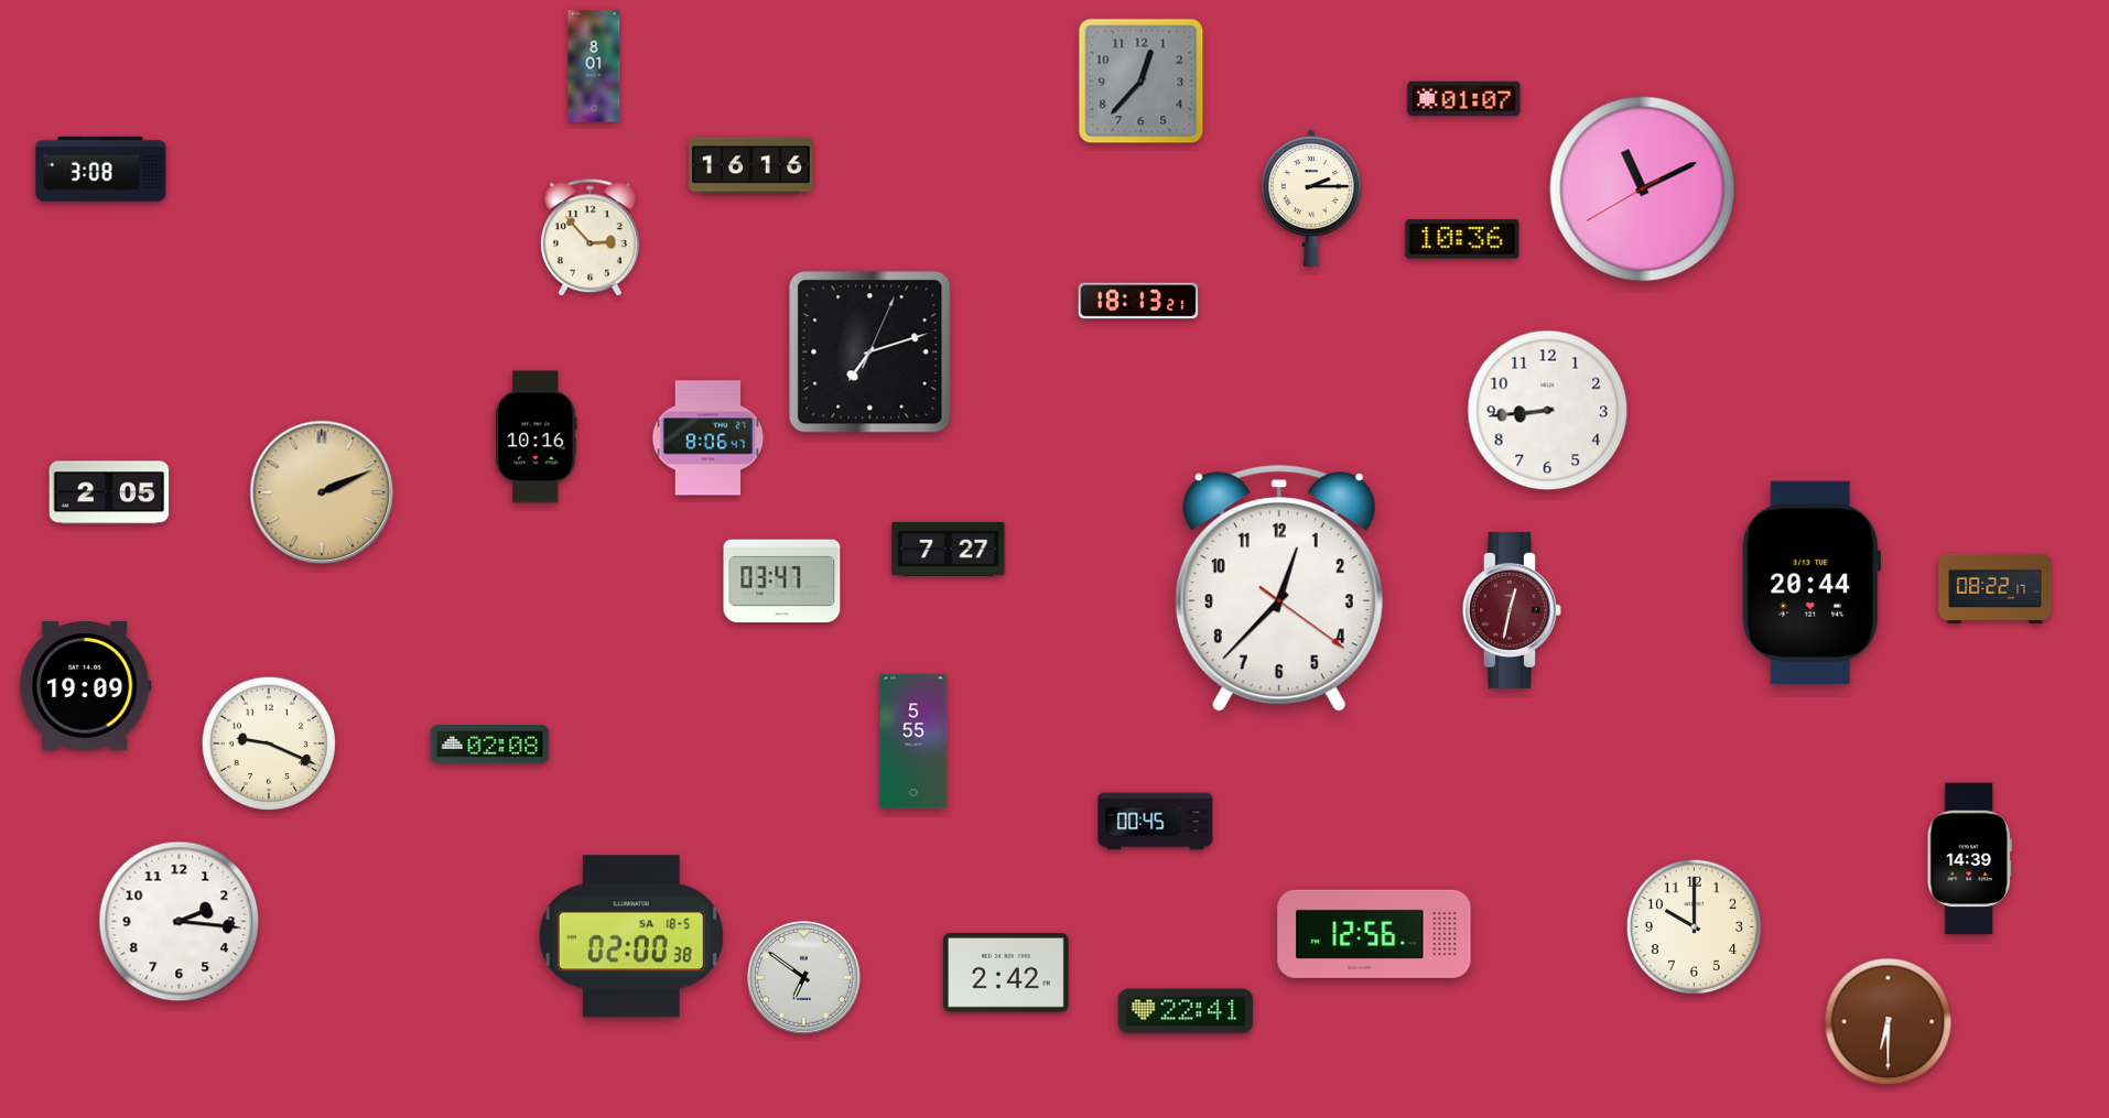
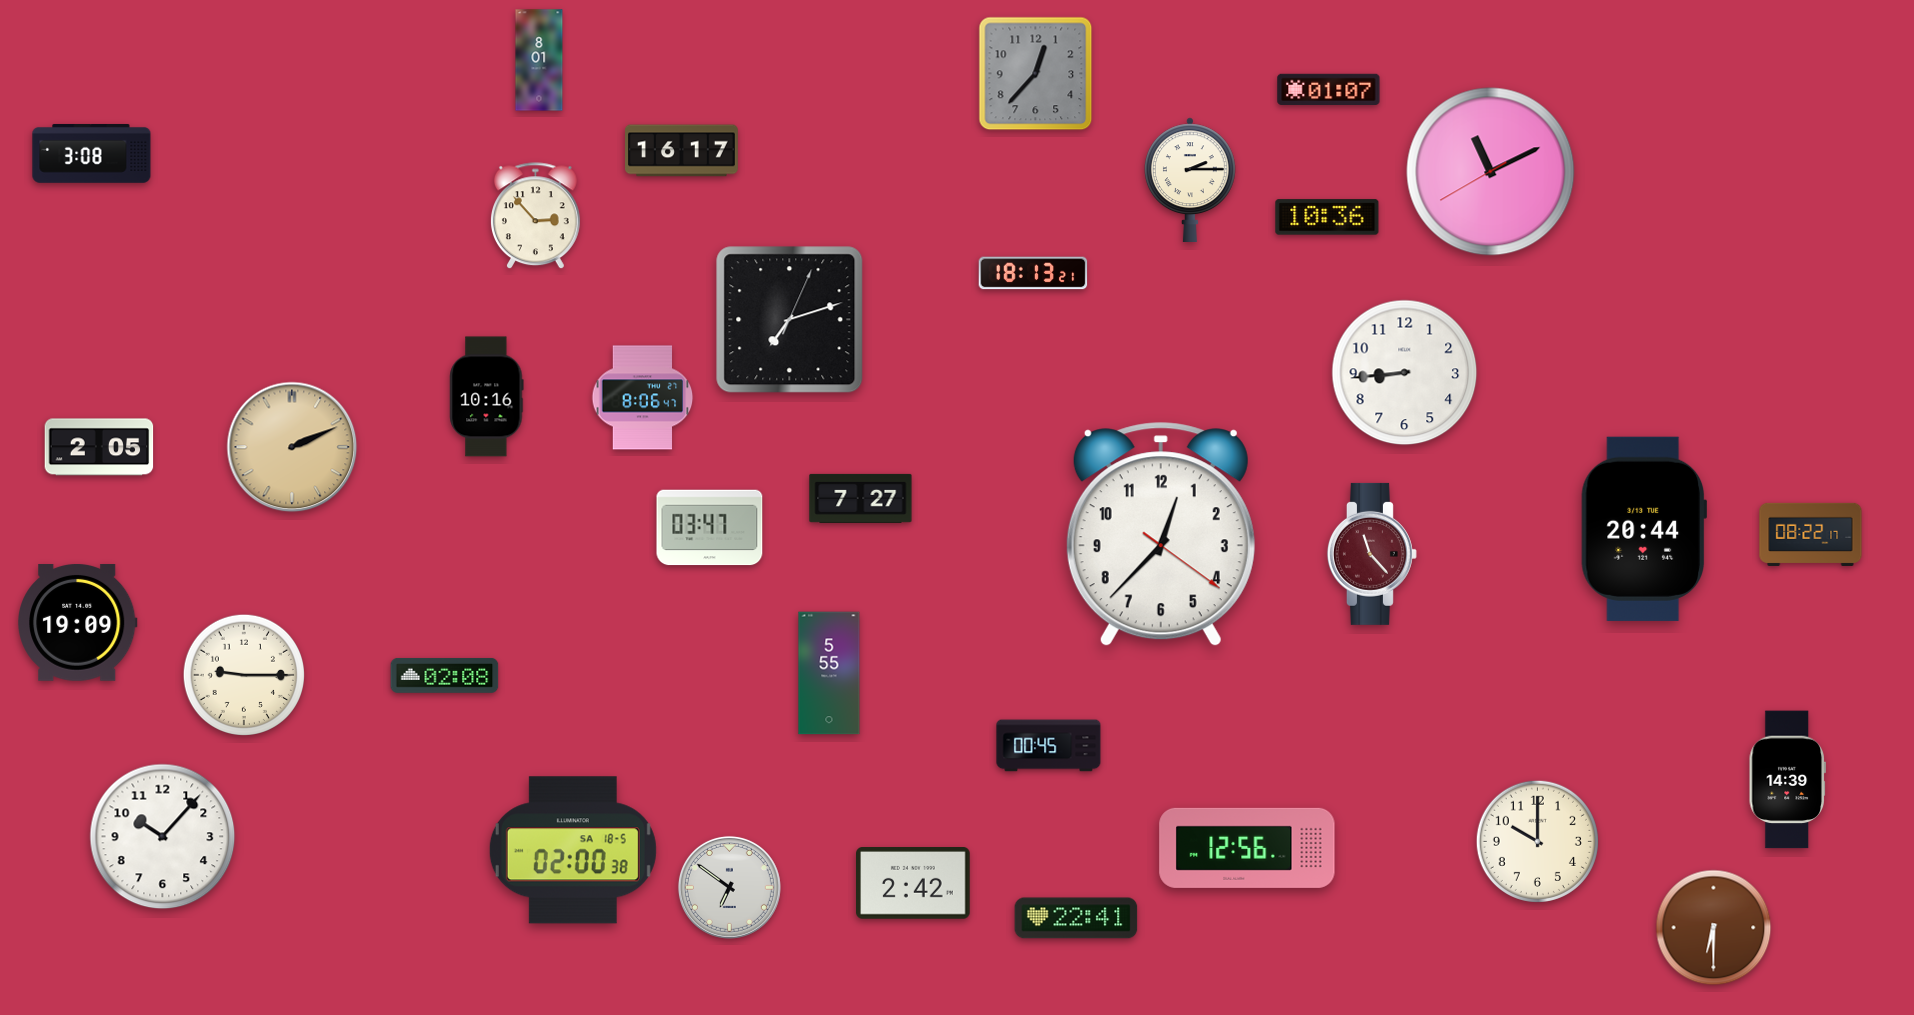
clock at (751, 166): 16:16 -> 16:17
clock at (1512, 610): 12:32 -> 11:23
clock at (268, 742): 9:19 -> 9:15
clock at (180, 922): 2:16 -> 10:07
